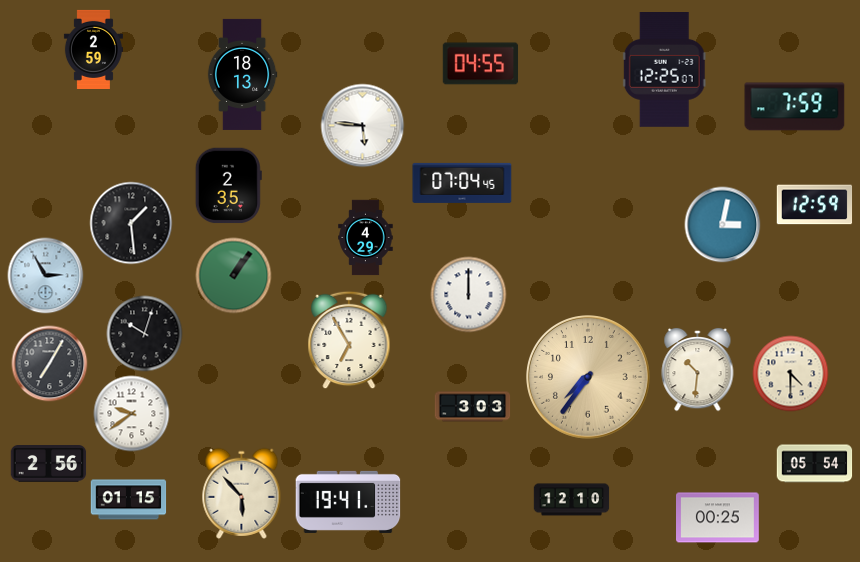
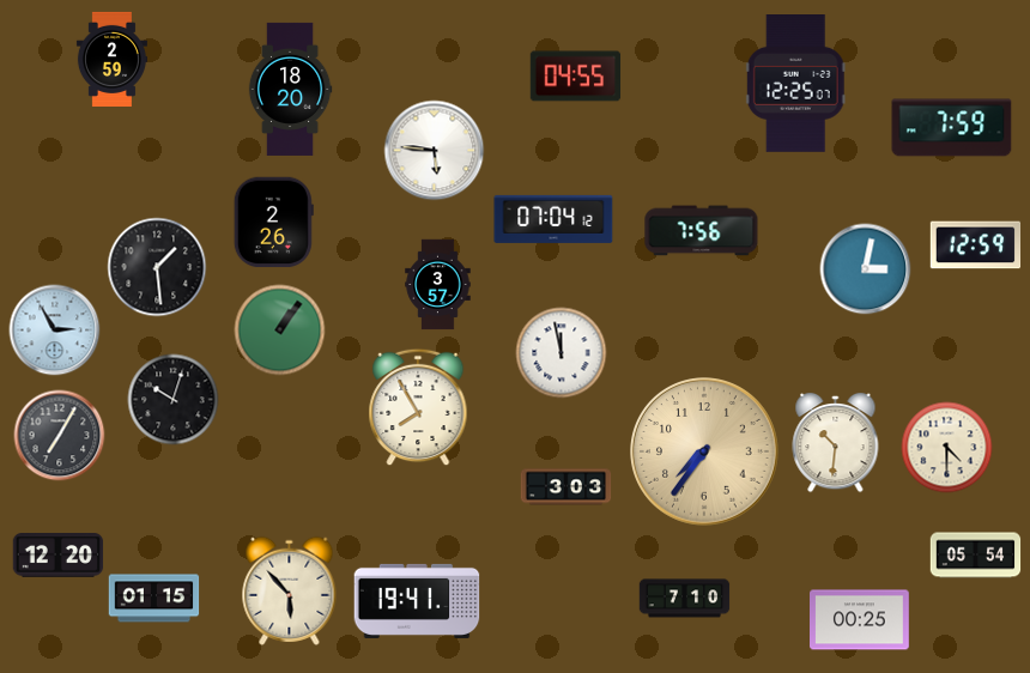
clock at (242, 74): 18:13 -> 18:20
clock at (462, 183): 07:04:45 -> 07:04:12
clock at (228, 186): 2:35 -> 2:26
clock at (702, 231): none -> 7:56
clock at (366, 238): 4:29 -> 3:57
clock at (469, 295): 12:00 -> 11:58
clock at (349, 340): 6:55 -> 7:55
clock at (132, 414): 9:39 -> none
clock at (49, 464): 2:56 -> 12:20
clock at (572, 500): 12:10 -> 7:10
